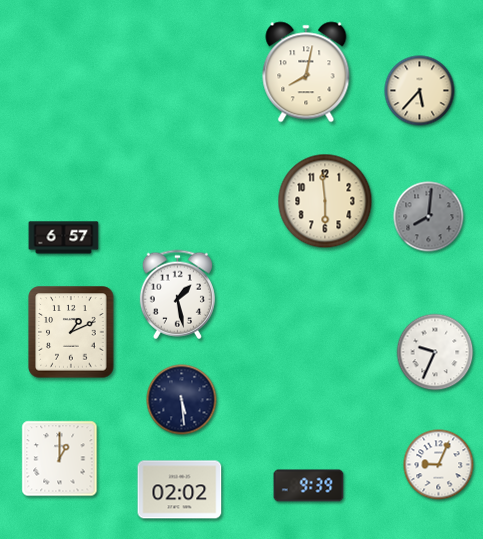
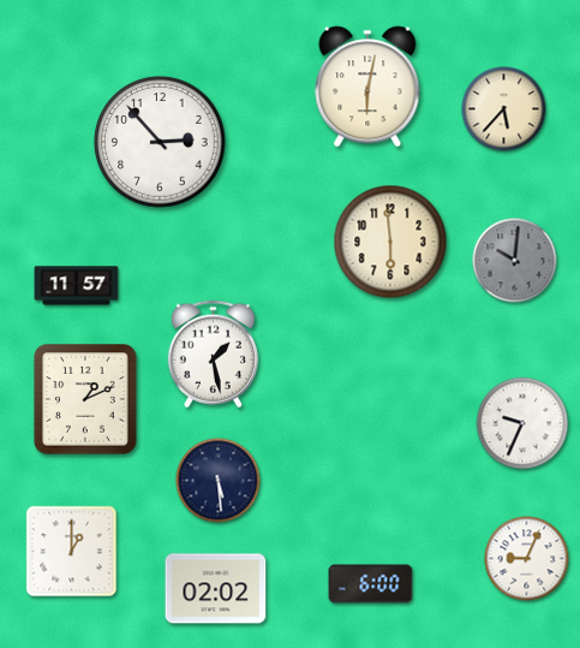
clock at (306, 72): 8:02 -> 6:02
clock at (160, 142): none -> 2:53
clock at (429, 217): 8:01 -> 10:01
clock at (64, 238): 6:57 -> 11:57
clock at (309, 486): 9:39 -> 6:00
